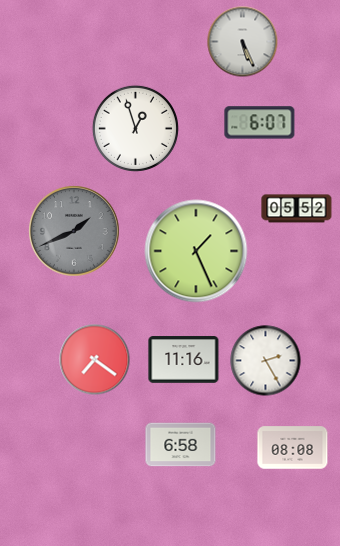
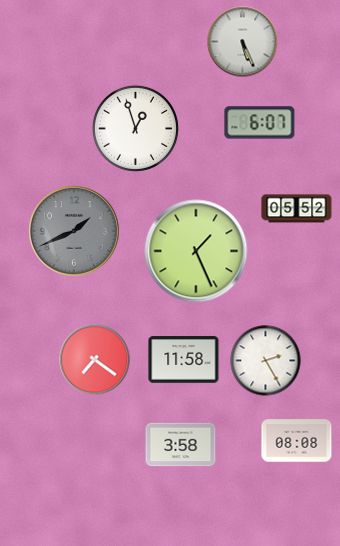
clock at (184, 360): 11:16 -> 11:58
clock at (181, 445): 6:58 -> 3:58
clock at (293, 448) position: (293, 448) -> (297, 441)
